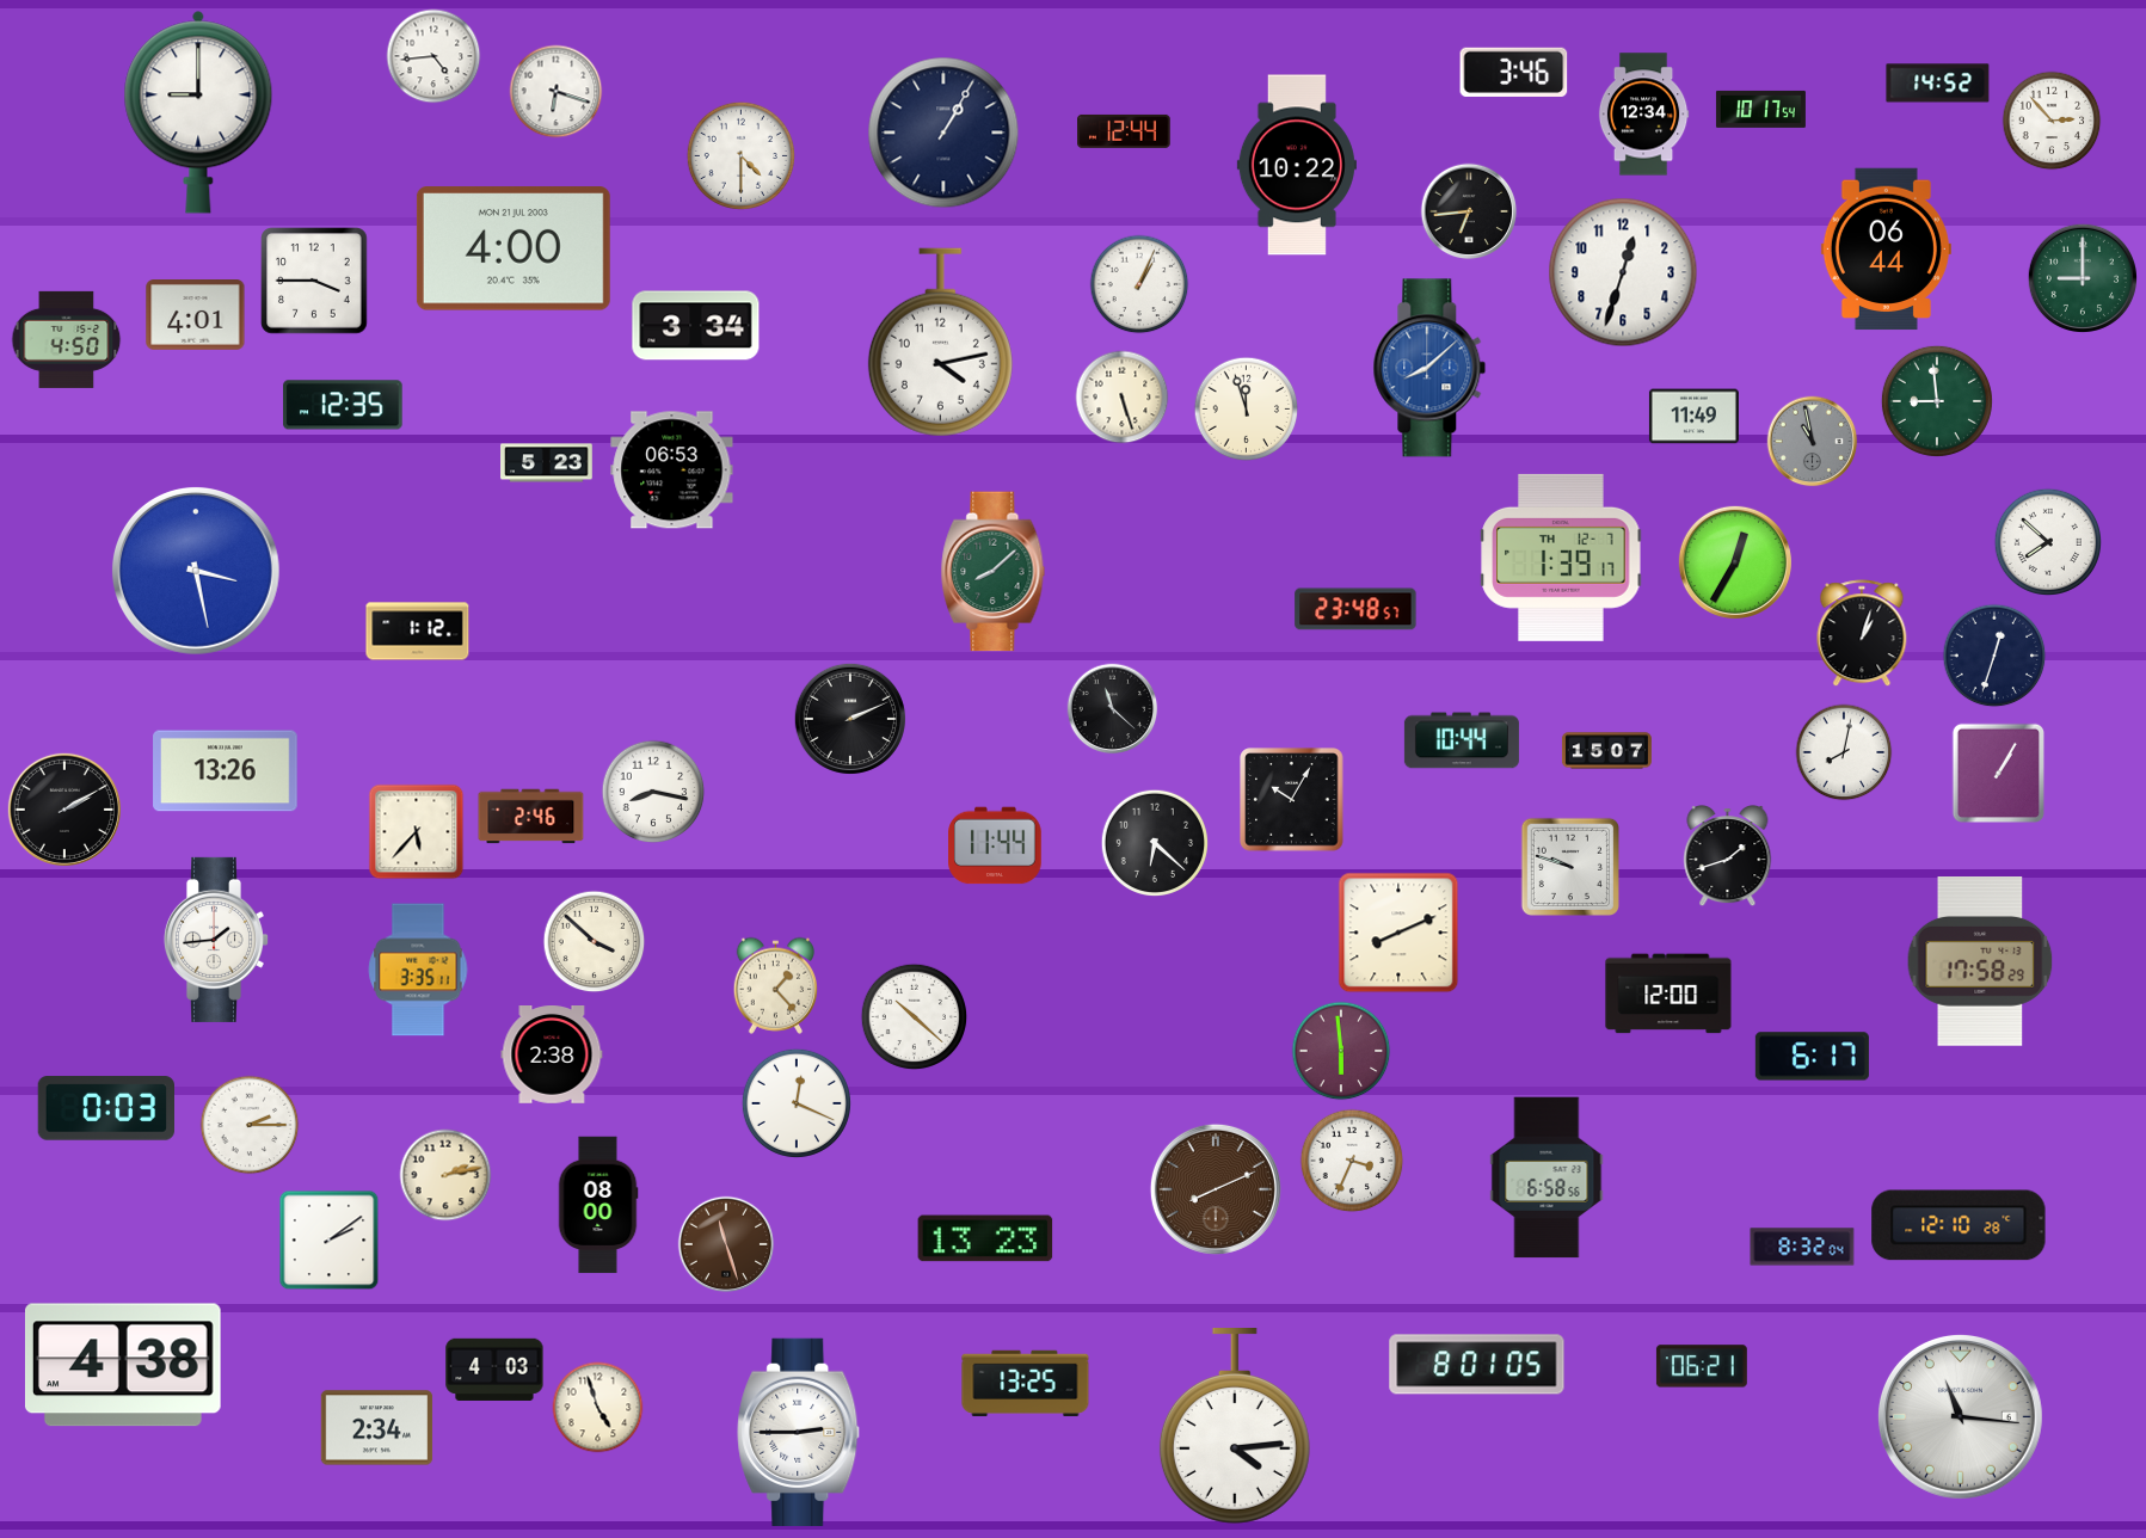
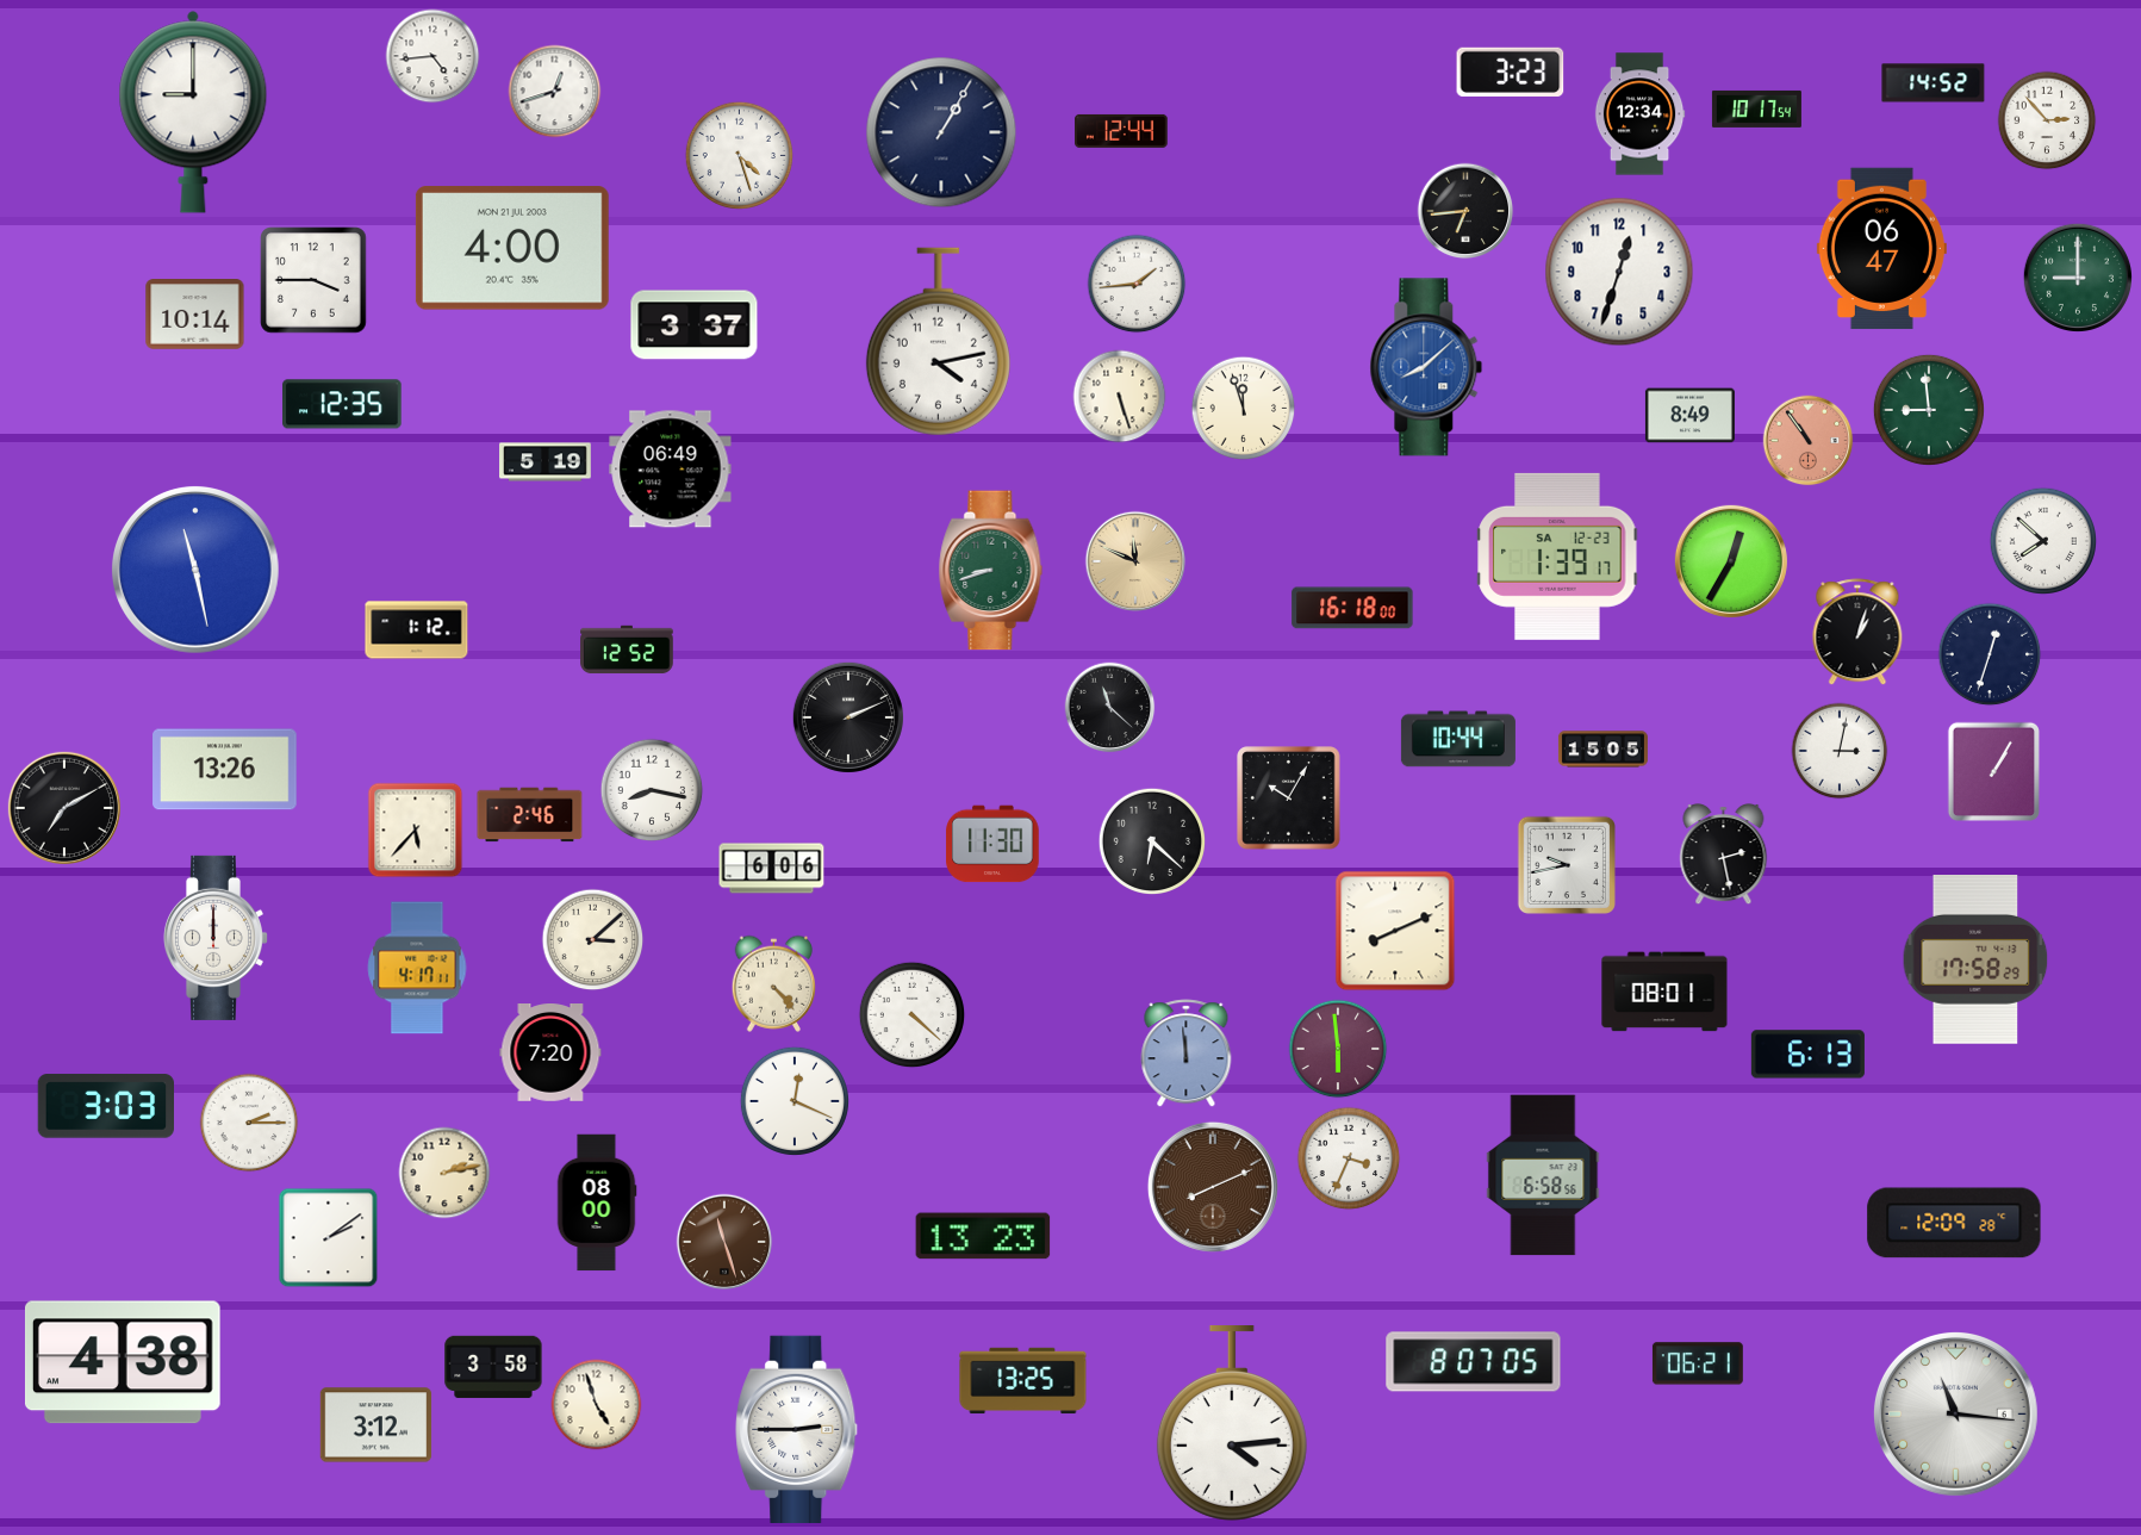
clock at (1514, 72): 3:46 -> 3:23
clock at (557, 92): 6:18 -> 12:42
clock at (198, 112) position: (198, 112) -> (193, 112)
clock at (740, 155): 4:30 -> 4:27
clock at (1297, 165): 10:22 -> none
clock at (1886, 250): 06:44 -> 06:47
clock at (1139, 284): 1:04 -> 1:44
clock at (196, 315): 4:01 -> 10:14
clock at (696, 326): 3:34 -> 3:37
clock at (67, 339): 4:50 -> none
clock at (1937, 401) position: (1937, 401) -> (1929, 410)
clock at (1693, 417): 11:49 -> 8:49
clock at (1813, 442): 10:58 -> 10:54
clock at (1813, 442) dial: grey -> salmon
clock at (547, 463): 5:23 -> 5:19
clock at (672, 470): 06:53 -> 06:49
clock at (1561, 558) date: TH 12-7 -> SA 12-23
clock at (1135, 561): none -> 11:49
clock at (196, 571): 3:28 -> 11:28
clock at (994, 572): 8:08 -> 8:42
clock at (1355, 609): 23:48 -> 16:18
clock at (627, 650): none -> 12:52
clock at (1606, 751): 15:07 -> 15:05
clock at (1844, 752): 8:02 -> 3:02
clock at (64, 810): 2:10 -> 7:10
clock at (995, 845): 11:44 -> 11:30
clock at (1728, 857): 1:42 -> 2:28
clock at (1570, 867): 9:48 -> 9:43
clock at (772, 869): none -> 6:06
clock at (215, 940): 1:44 -> 12:00
clock at (595, 942): 3:52 -> 3:08
clock at (418, 970): 3:35 -> 4:17
clock at (776, 985): 1:23 -> 4:23
clock at (1668, 993): 12:00 -> 08:01
clock at (915, 1017): 10:22 -> 4:22
clock at (552, 1056): 2:38 -> 7:20
clock at (1187, 1054): none -> 11:59
clock at (1812, 1057): 6:17 -> 6:13
clock at (105, 1108): 0:03 -> 3:03
clock at (1959, 1225): 12:10 -> 12:09
clock at (1802, 1247): 8:32 -> none
clock at (1477, 1365): 8:01 -> 8:07
clock at (494, 1370): 4:03 -> 3:58
clock at (377, 1428): 2:34 -> 3:12
